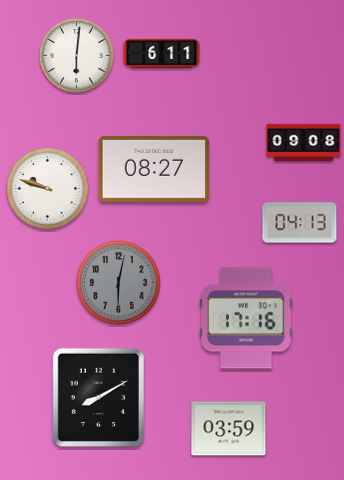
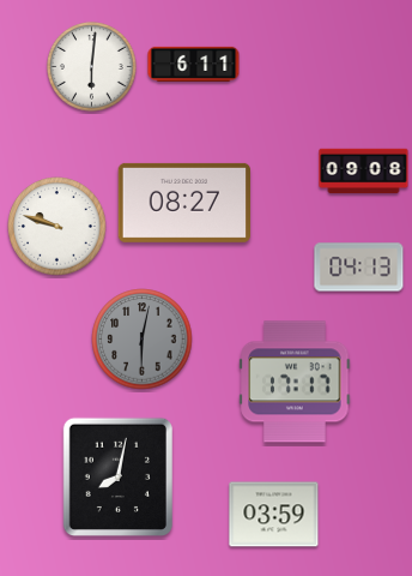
clock at (246, 318): 17:16 -> 17:17
clock at (98, 397): 8:10 -> 8:02
